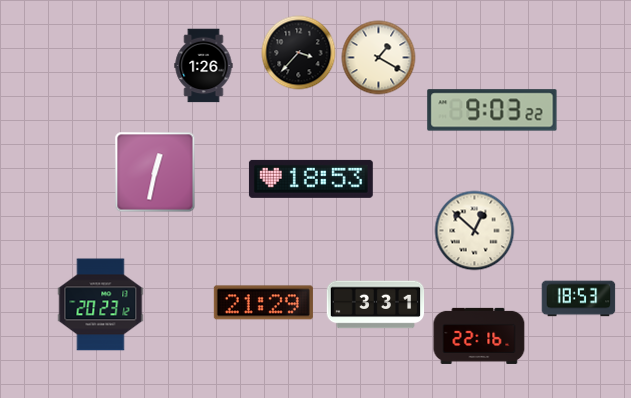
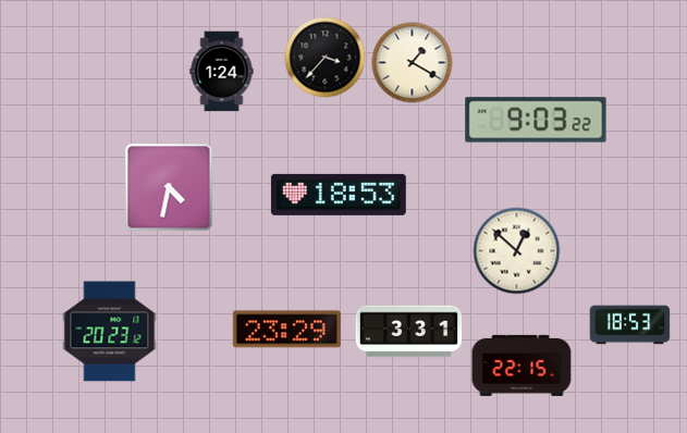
clock at (204, 66): 1:26 -> 1:24
clock at (155, 172): 12:32 -> 4:32
clock at (263, 303): 21:29 -> 23:29
clock at (479, 336): 22:16 -> 22:15
